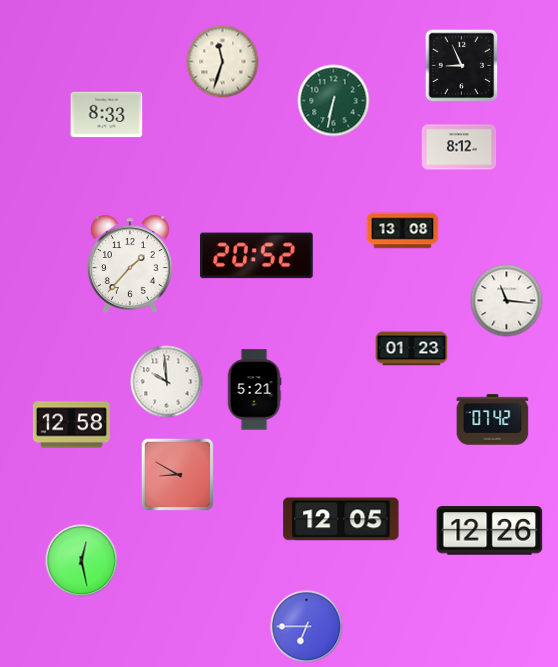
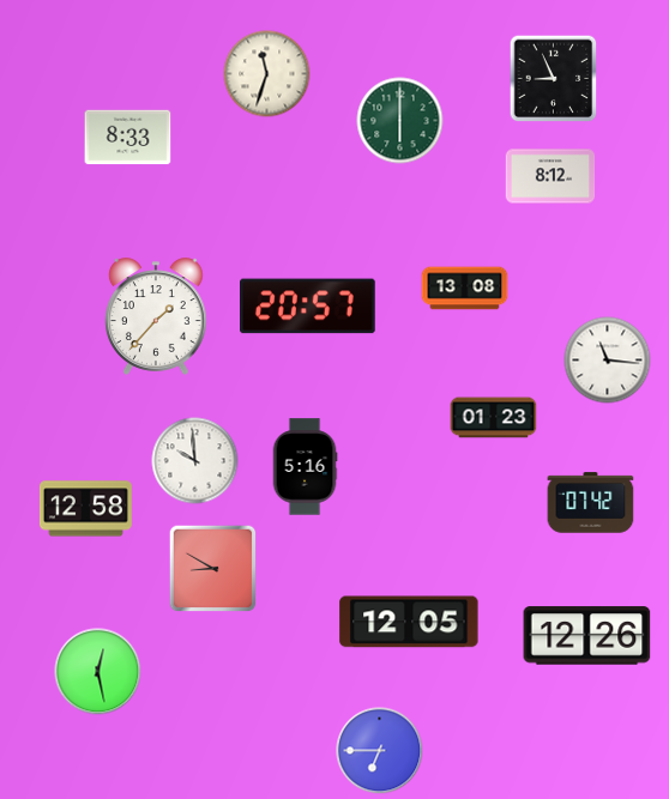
clock at (334, 101): 6:32 -> 6:00
clock at (403, 231) position: (403, 231) -> (465, 289)
clock at (257, 256): 20:52 -> 20:57
clock at (167, 382) position: (167, 382) -> (195, 461)
clock at (254, 390): 5:21 -> 5:16
clock at (307, 627) position: (307, 627) -> (380, 751)
